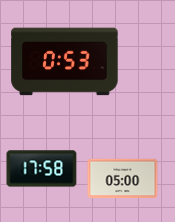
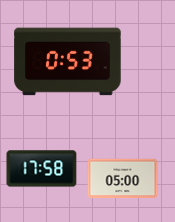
clock at (65, 62) position: (65, 62) -> (68, 62)
